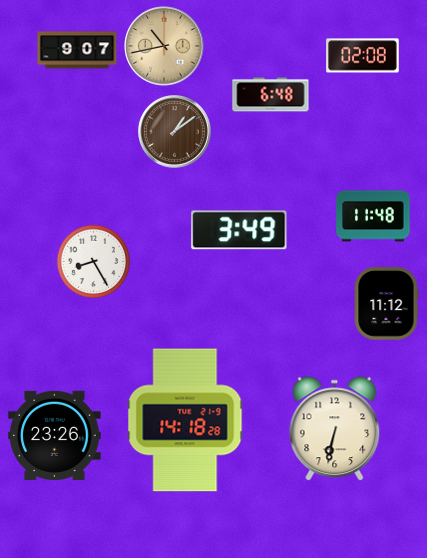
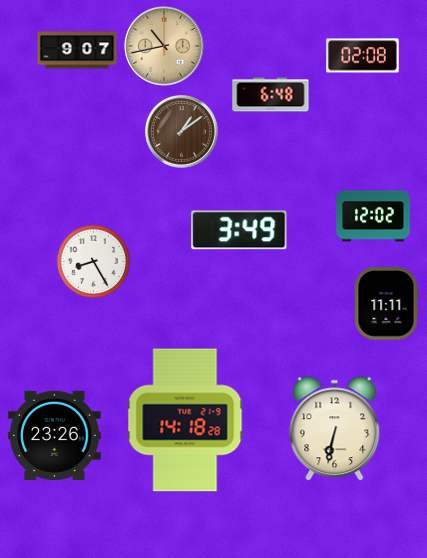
clock at (175, 132) position: (175, 132) -> (182, 132)
clock at (373, 216): 11:48 -> 12:02
clock at (386, 304): 11:12 -> 11:11
